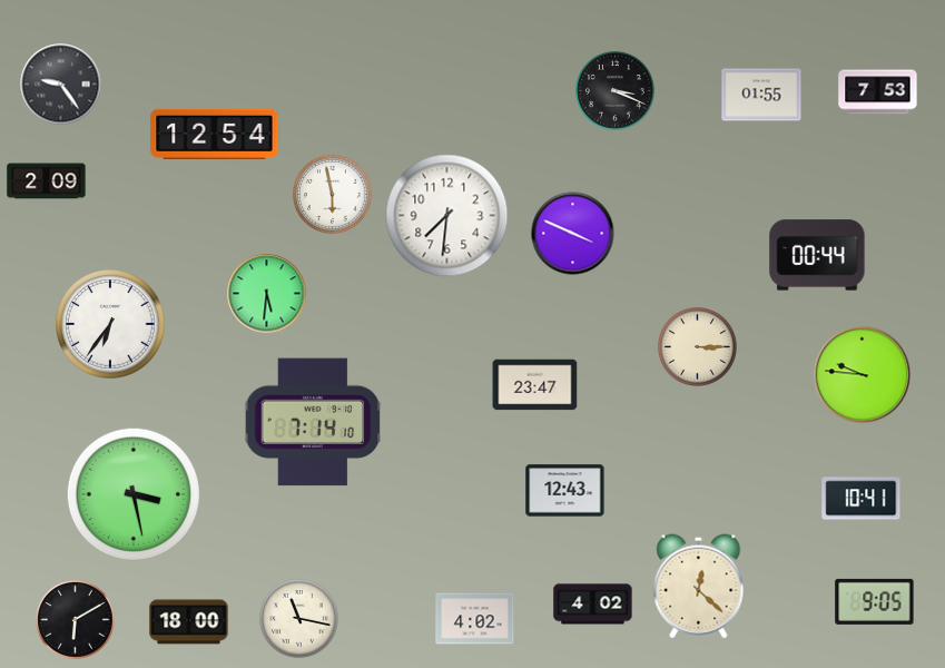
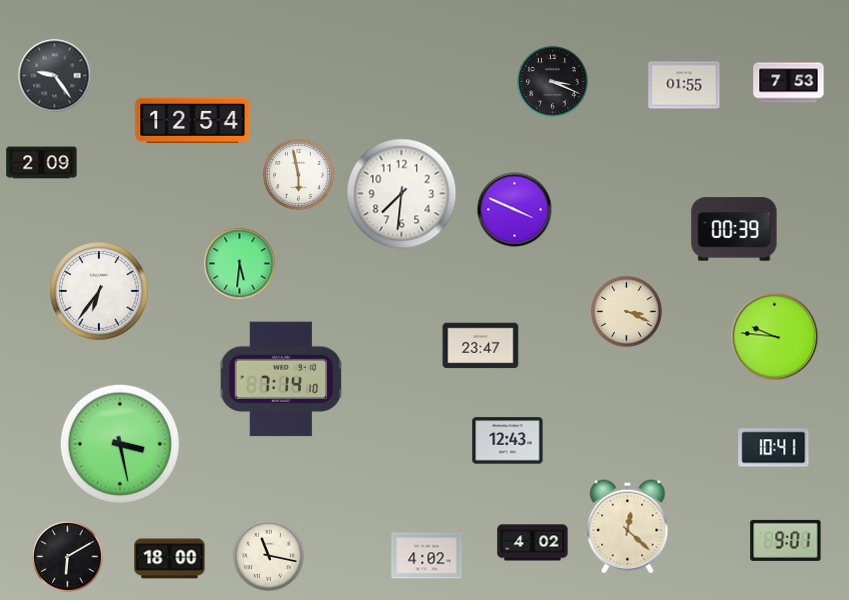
clock at (817, 255): 00:44 -> 00:39
clock at (698, 347): 3:15 -> 3:19
clock at (875, 601): 9:05 -> 9:01
